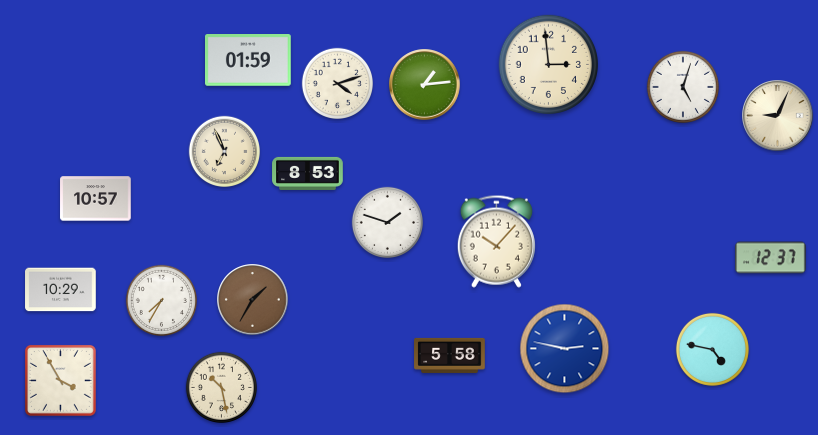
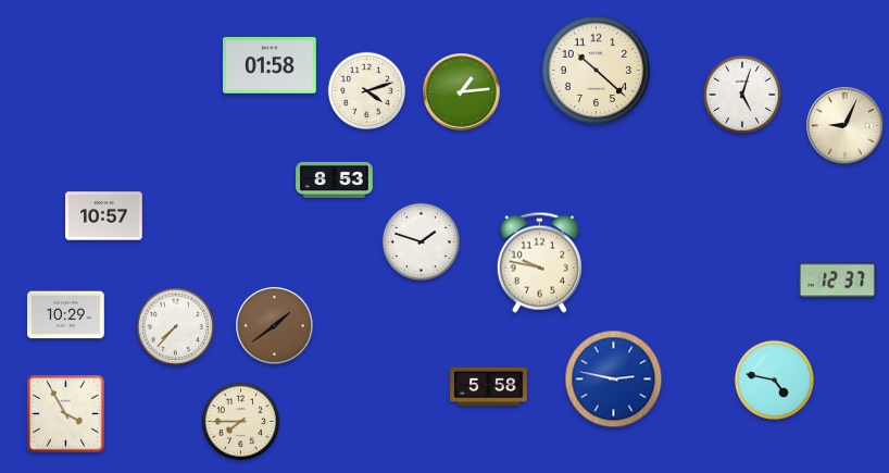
clock at (249, 61): 01:59 -> 01:58
clock at (548, 64): 2:59 -> 10:22
clock at (224, 151): 6:56 -> none
clock at (308, 173) position: (308, 173) -> (335, 179)
clock at (496, 241): 10:07 -> 9:47
clock at (161, 300): 7:35 -> 7:37
clock at (253, 300): 1:35 -> 1:39
clock at (221, 387): 10:28 -> 7:45
